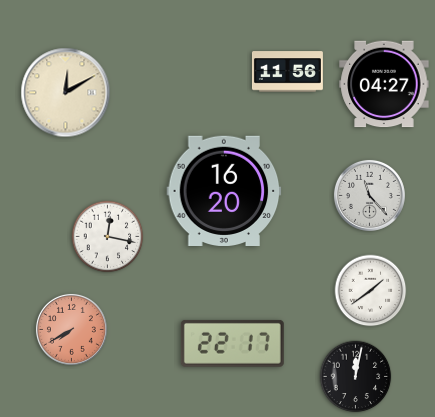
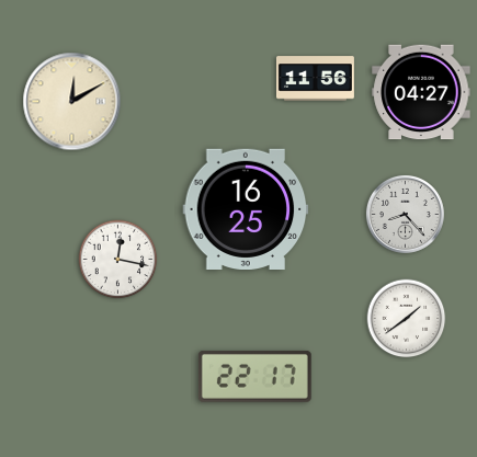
clock at (224, 190): 16:20 -> 16:25
clock at (369, 195): 11:23 -> 8:23
clock at (71, 329): 7:40 -> none
clock at (356, 377): 12:02 -> none
